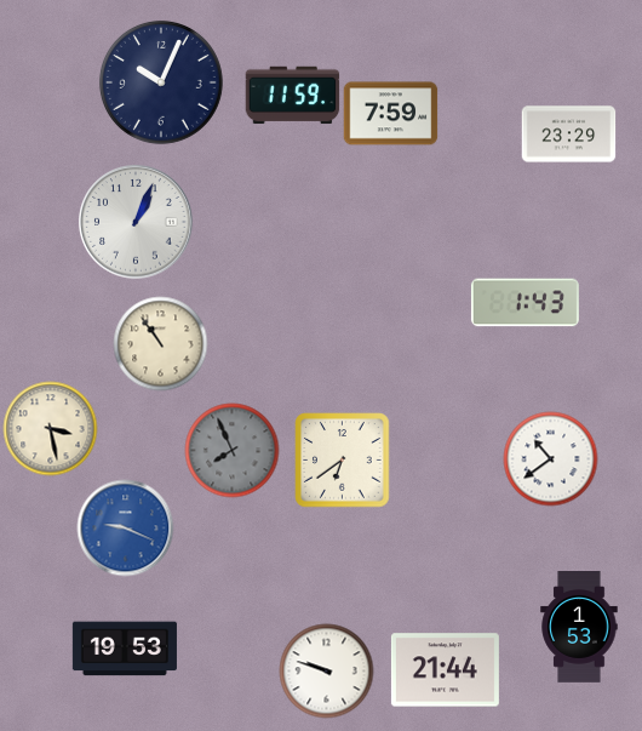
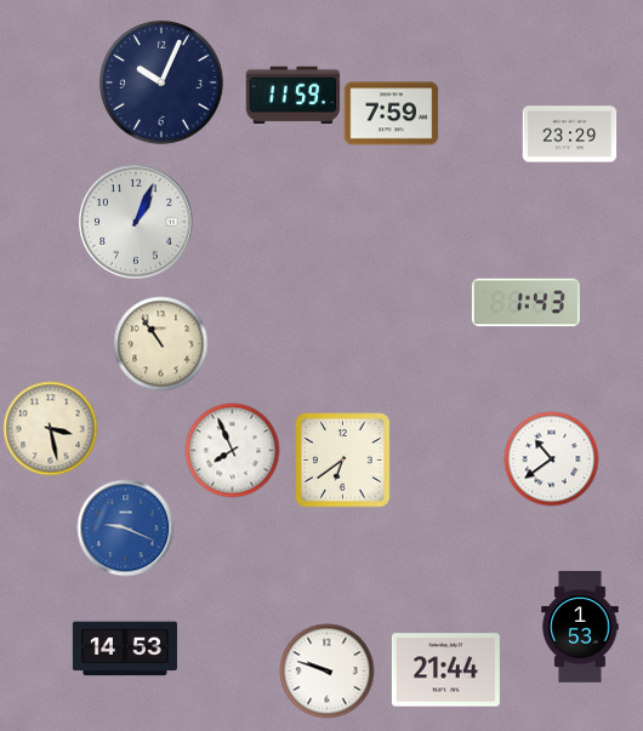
clock at (231, 450) dial: grey -> white
clock at (125, 649): 19:53 -> 14:53
